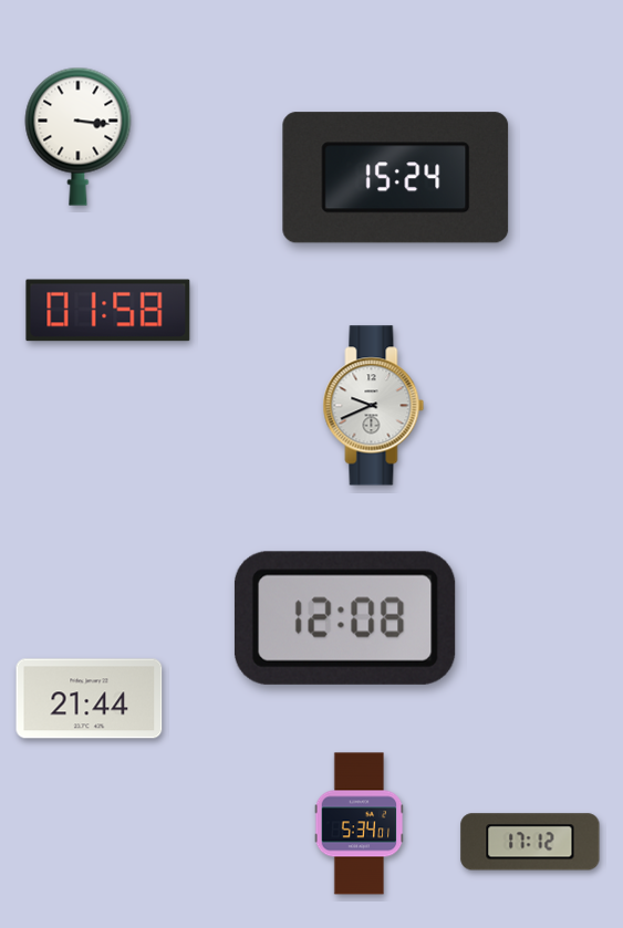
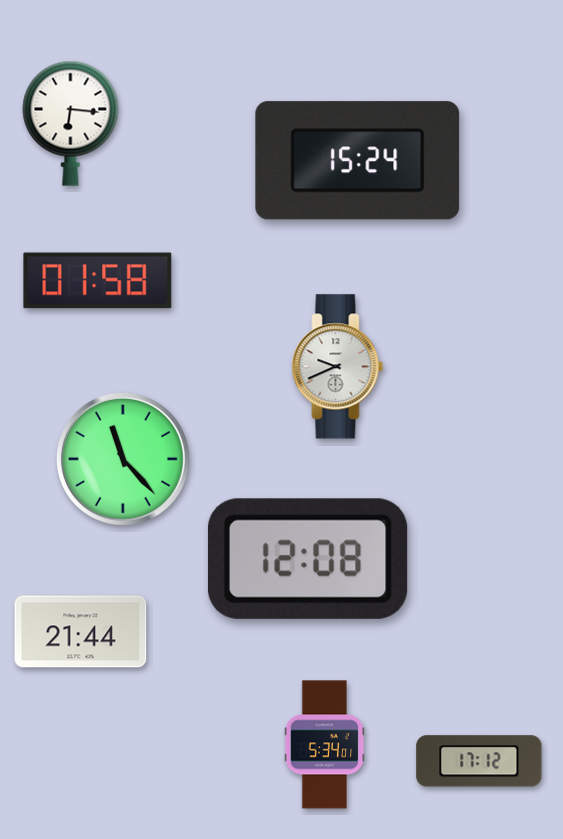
clock at (79, 136): 3:16 -> 6:16
clock at (123, 459): none -> 11:23
clock at (345, 618) position: (345, 618) -> (308, 559)
